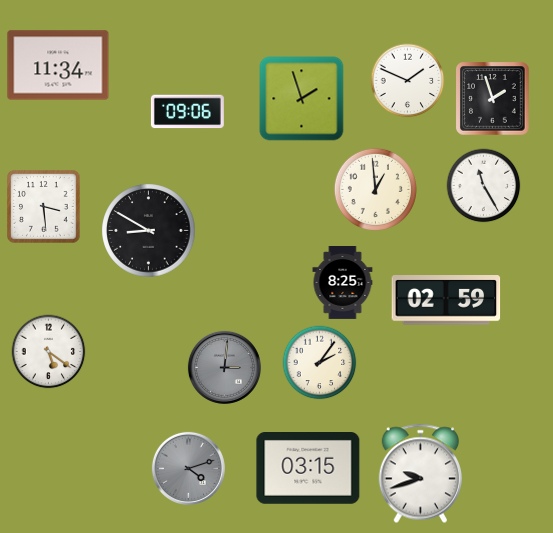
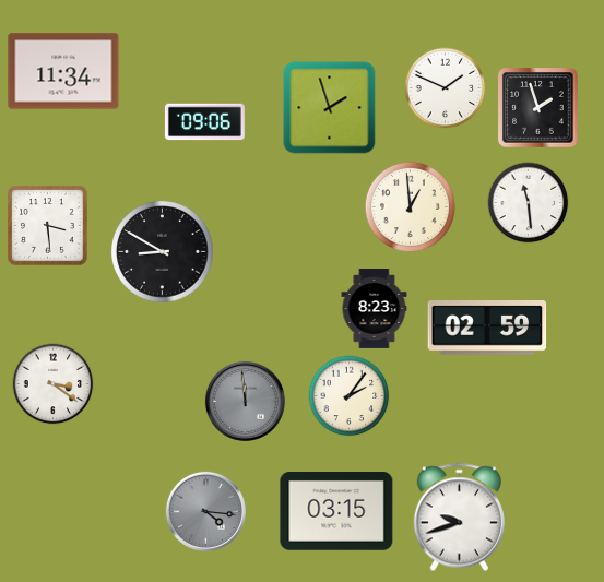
clock at (484, 186): 11:25 -> 11:29
clock at (343, 283): 8:25 -> 8:23
clock at (49, 352): 5:21 -> 3:21
clock at (224, 367): 3:01 -> 11:59
clock at (188, 468): 4:12 -> 4:16
